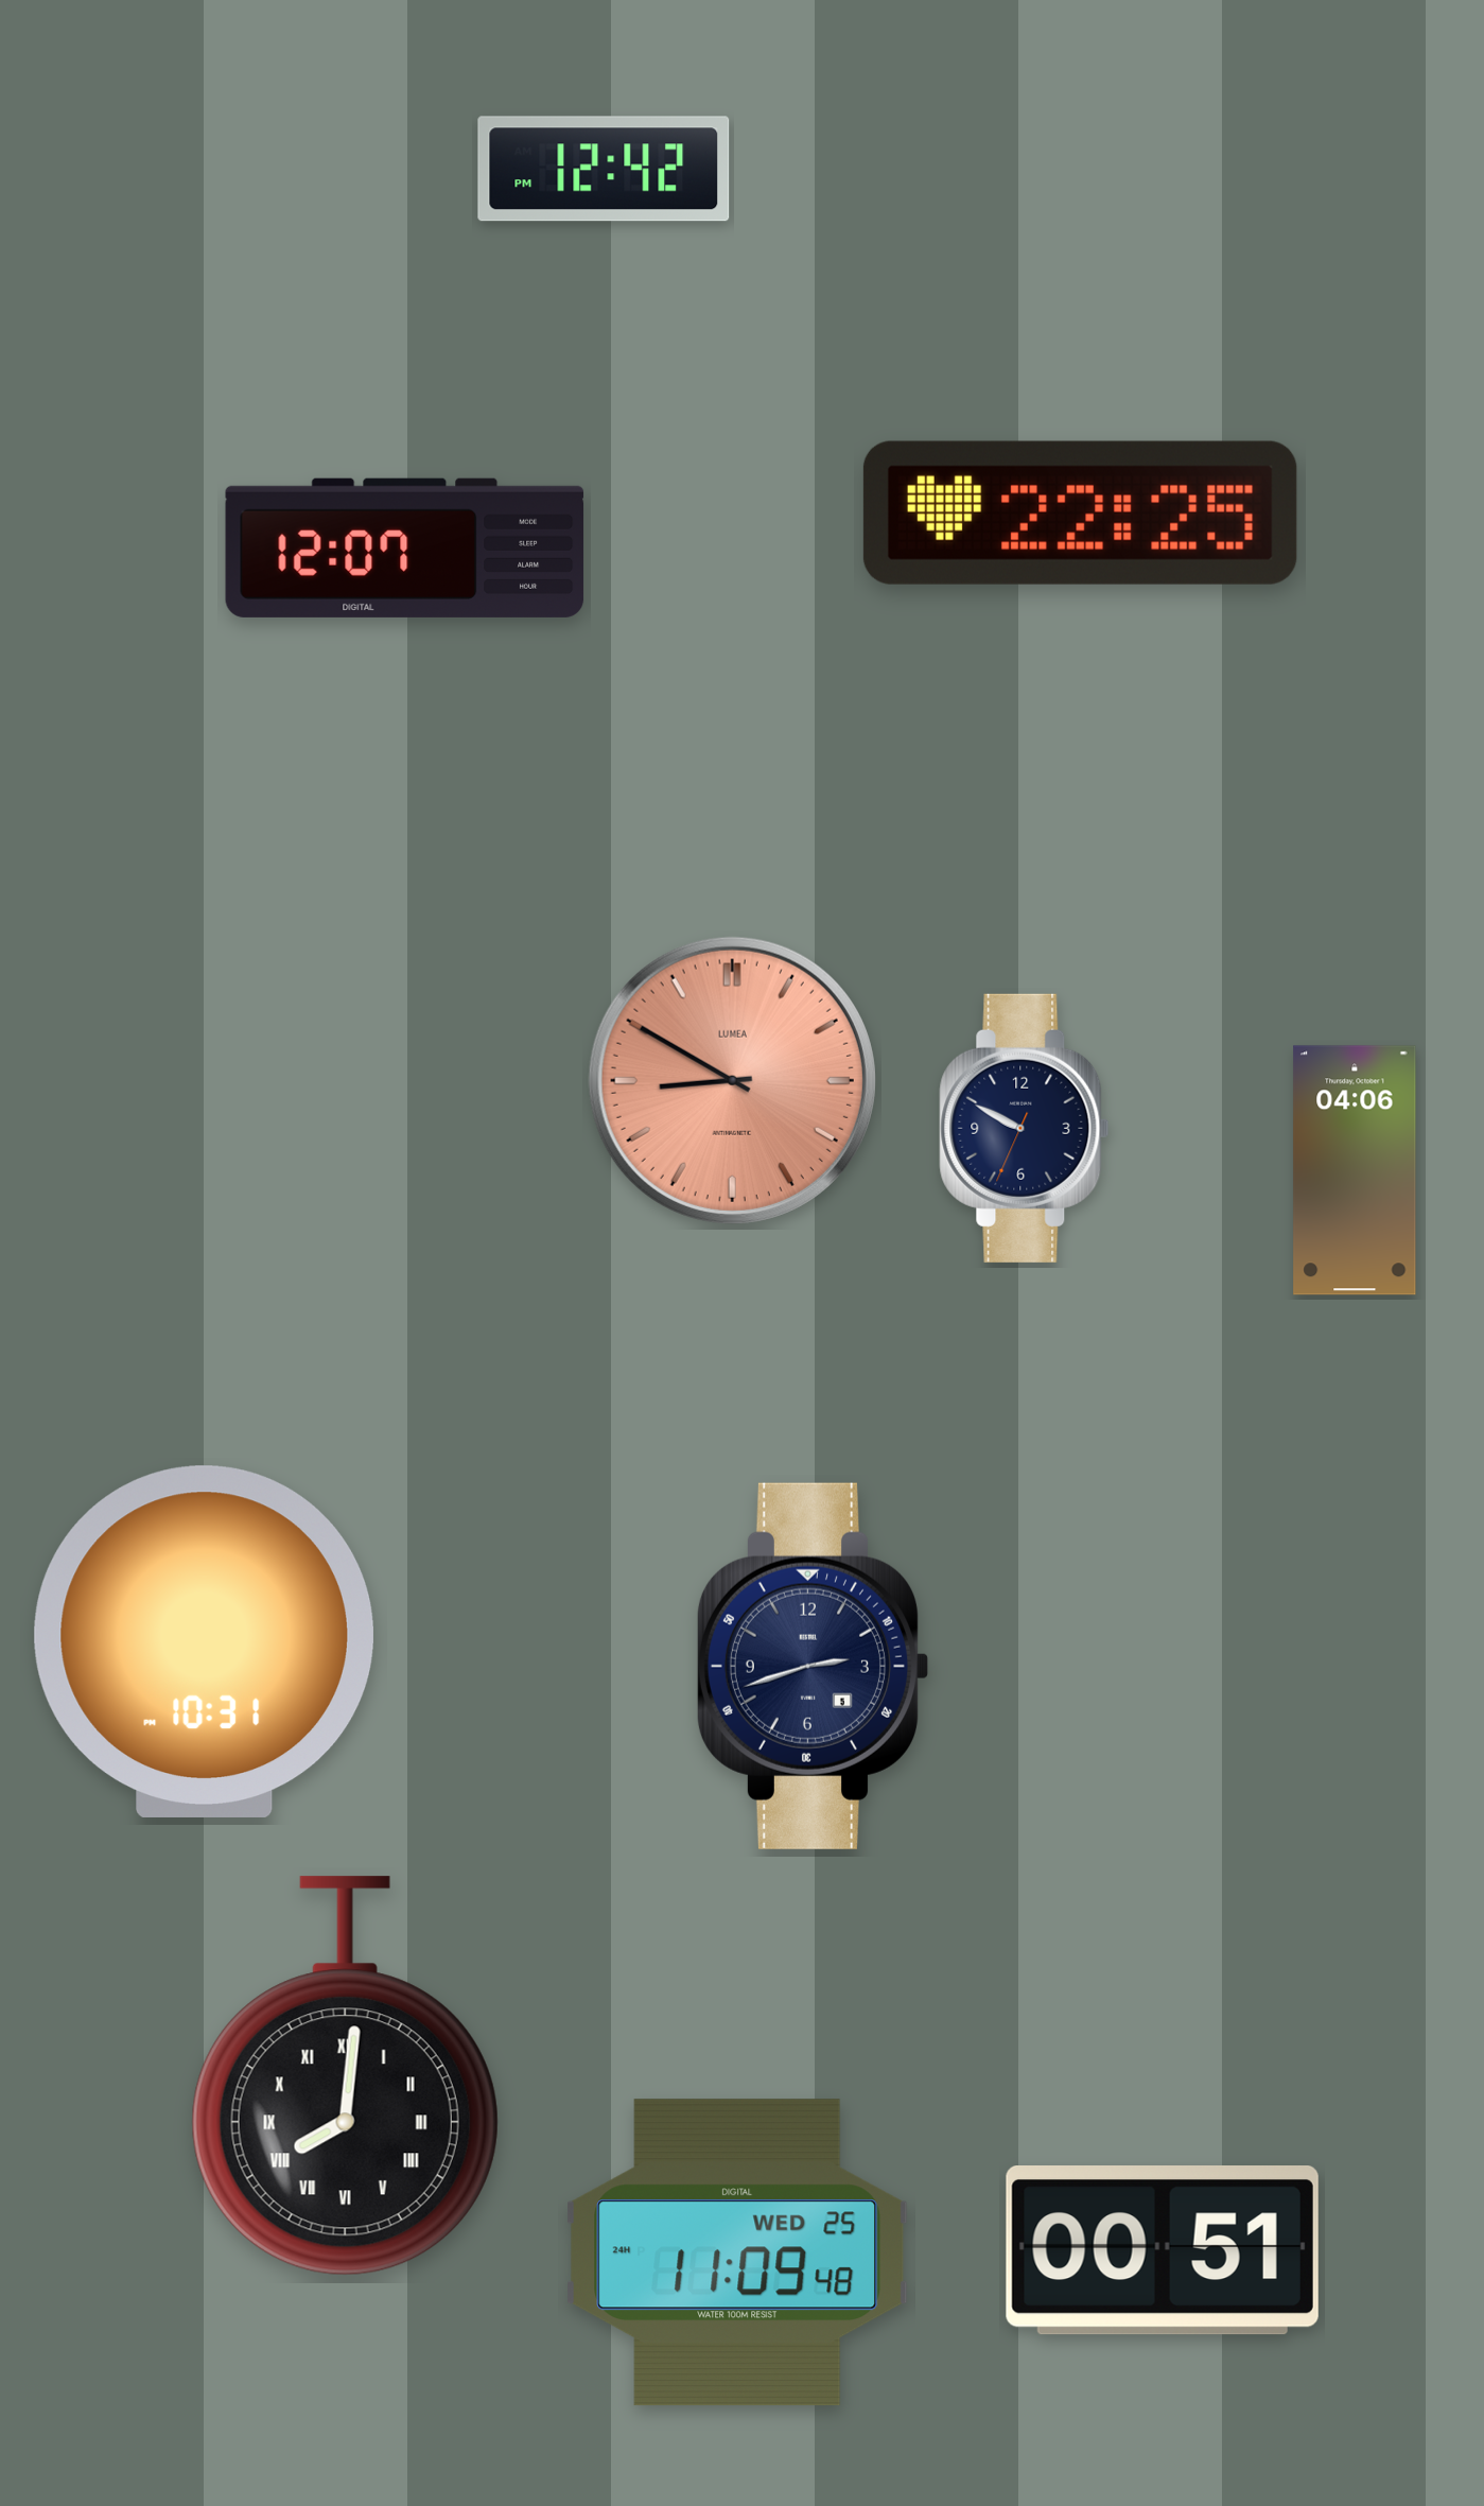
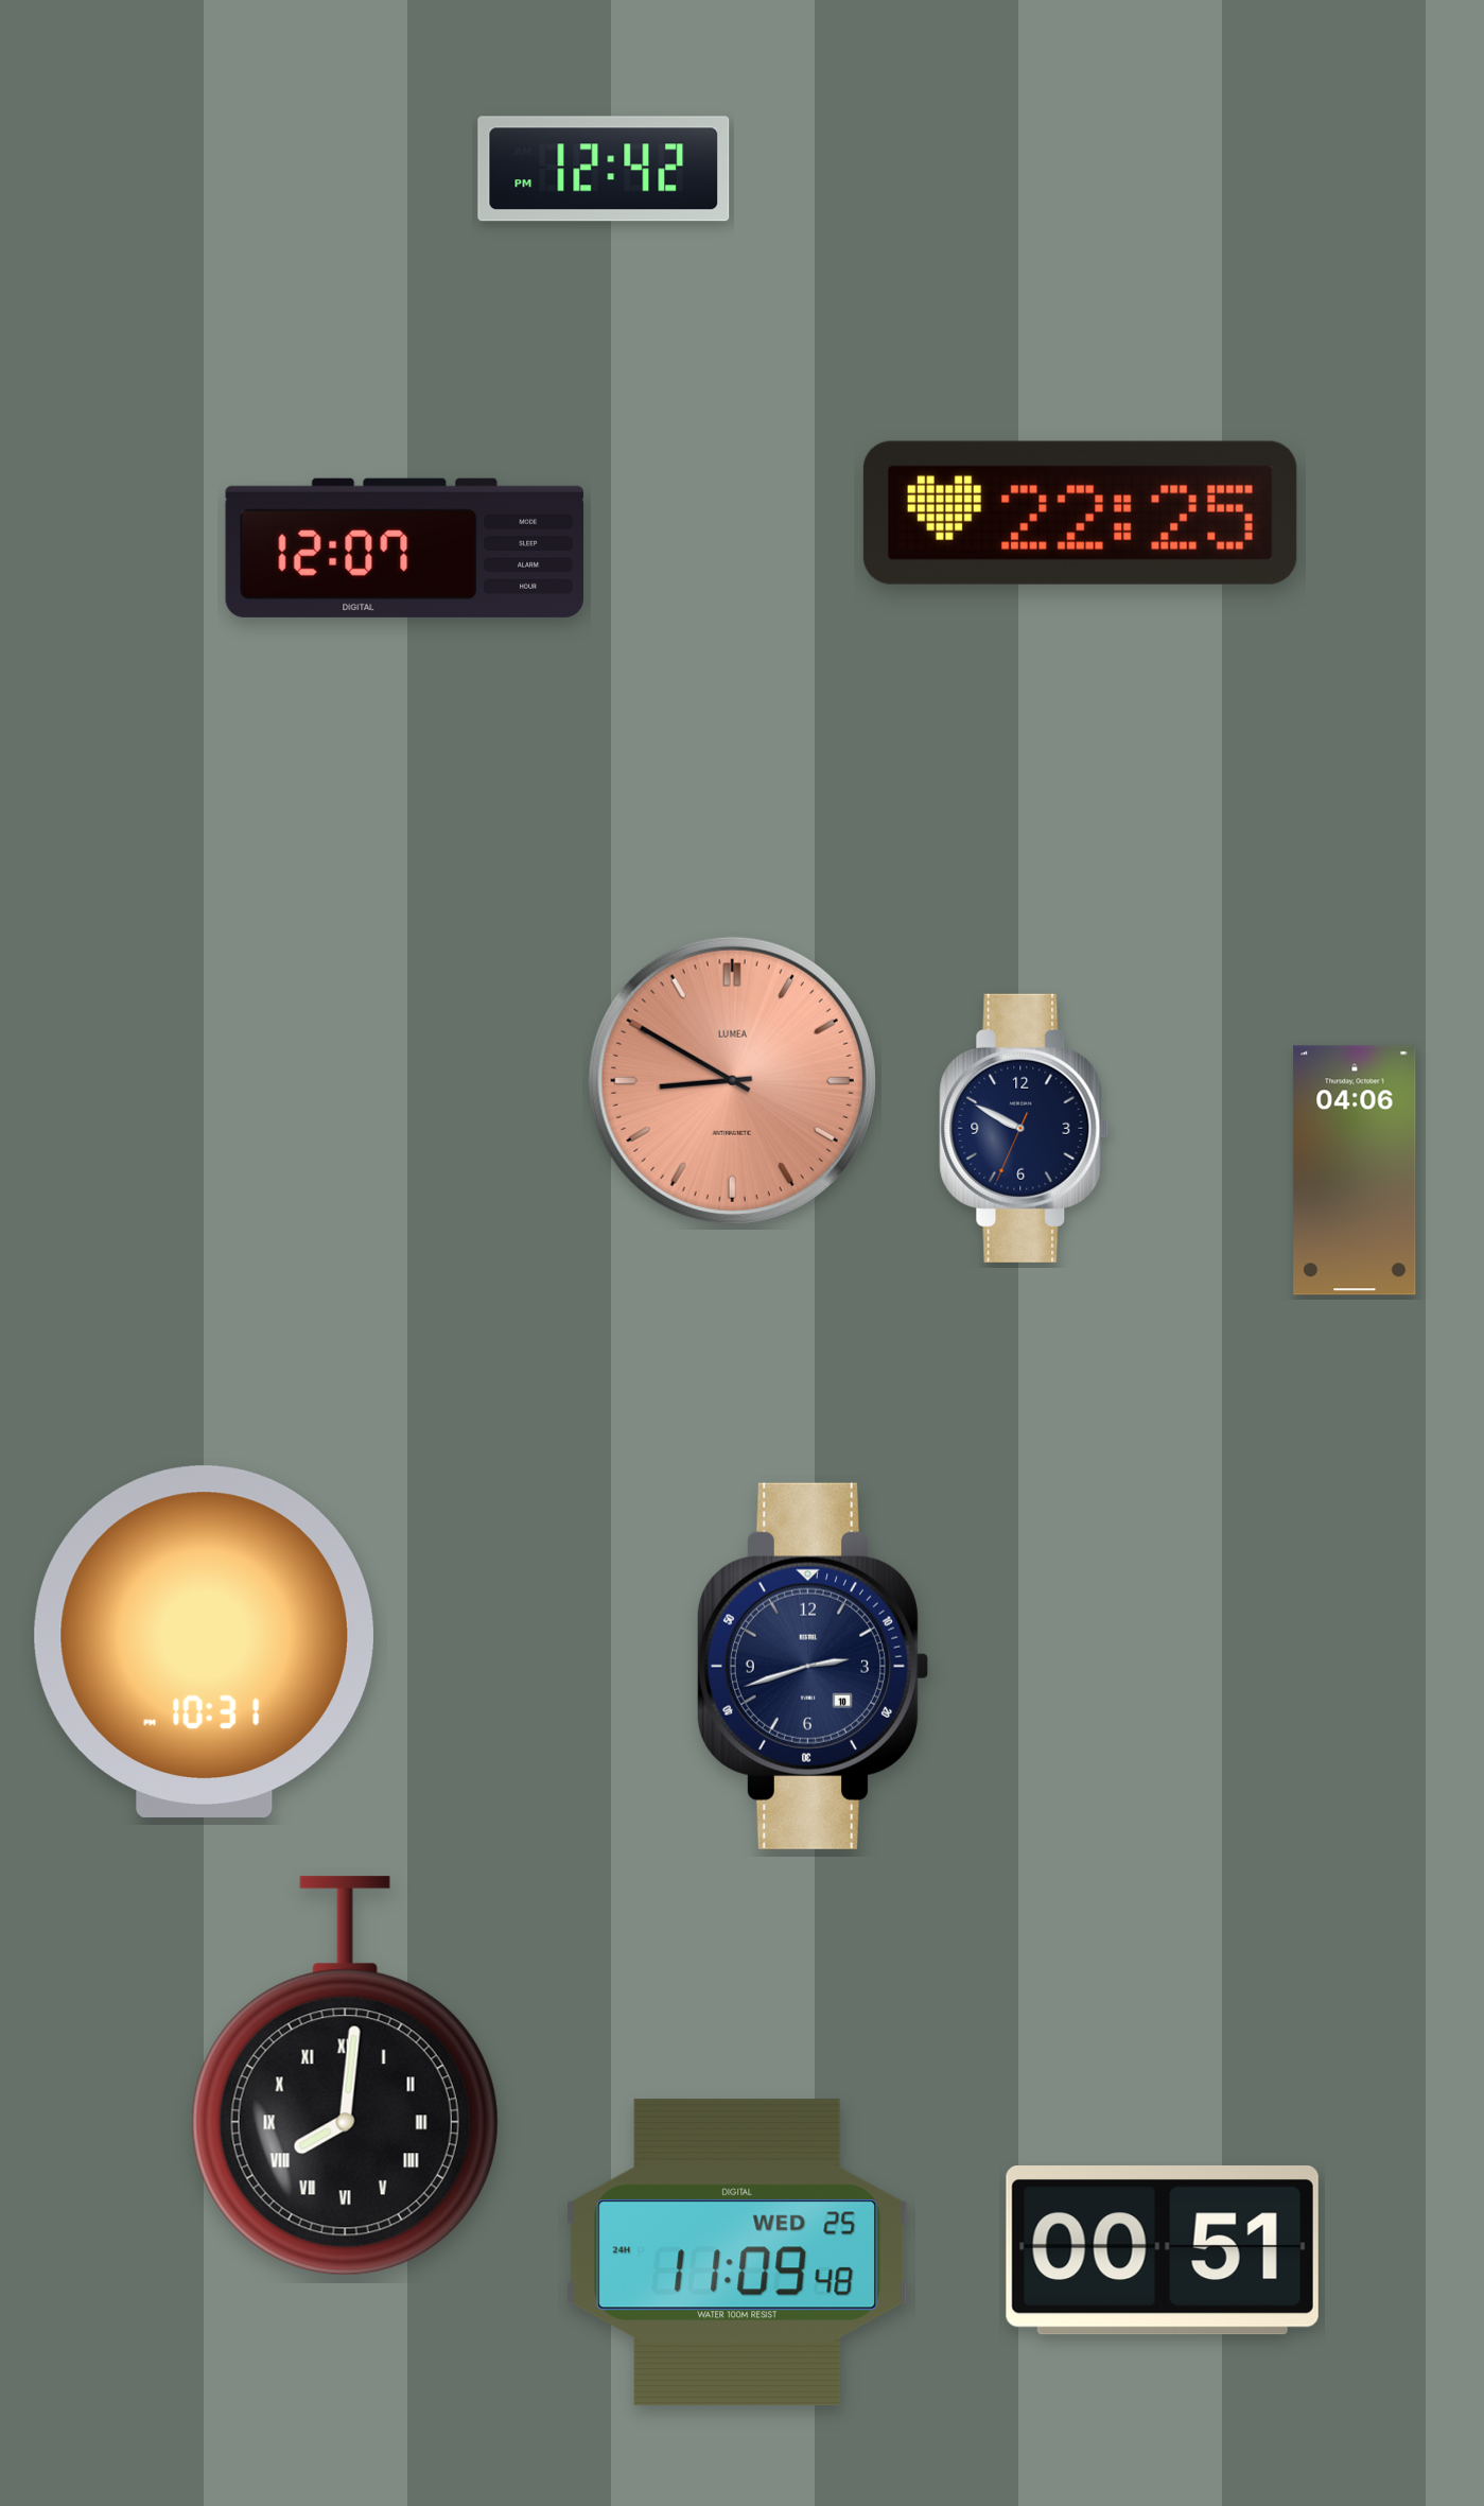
clock at (811, 1666) date: 5 -> 10
